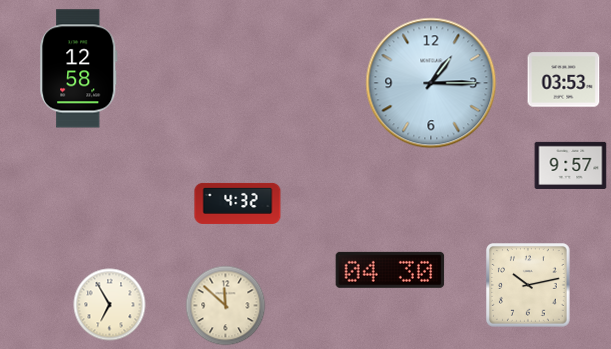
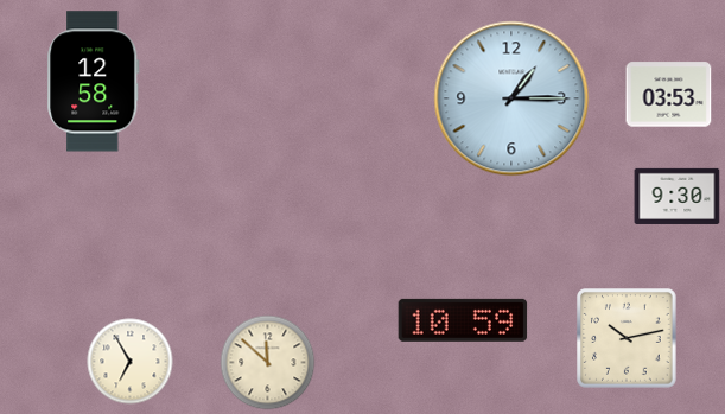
clock at (571, 165): 9:57 -> 9:30
clock at (238, 203): 4:32 -> none
clock at (390, 270): 04:30 -> 10:59
